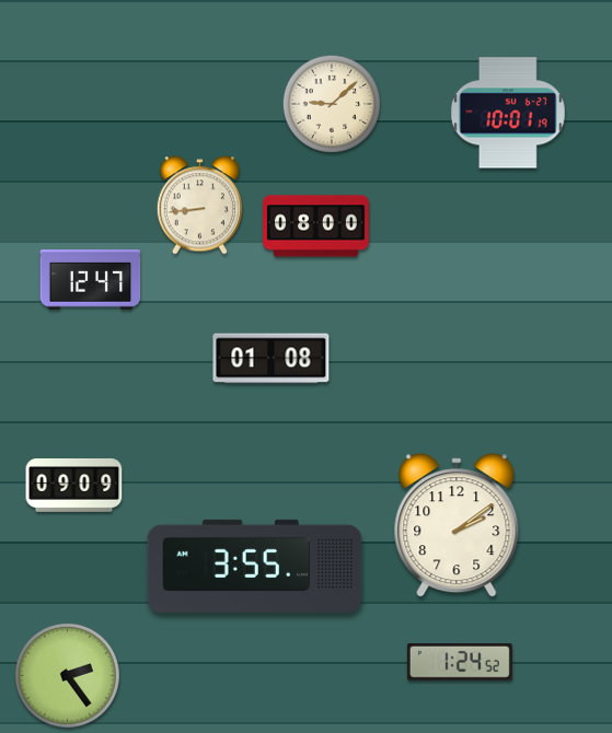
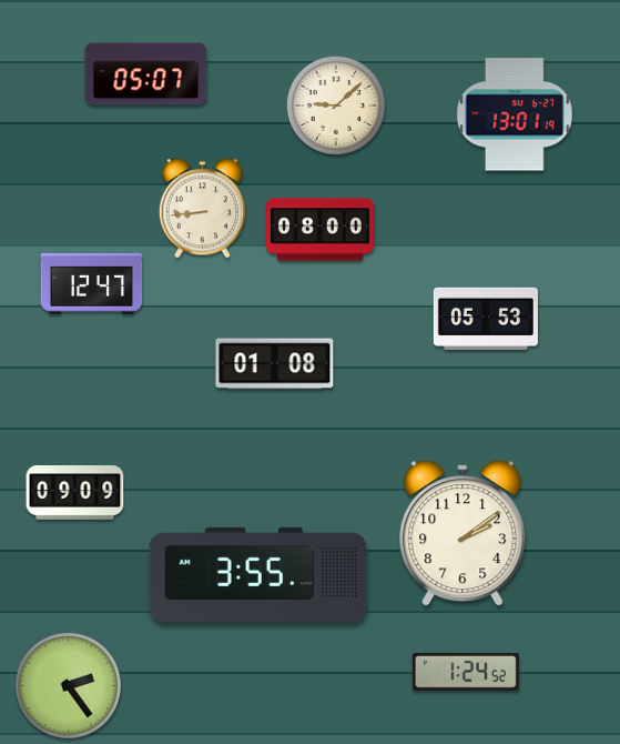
clock at (146, 74): none -> 05:07
clock at (508, 113): 10:01 -> 13:01
clock at (486, 319): none -> 05:53
